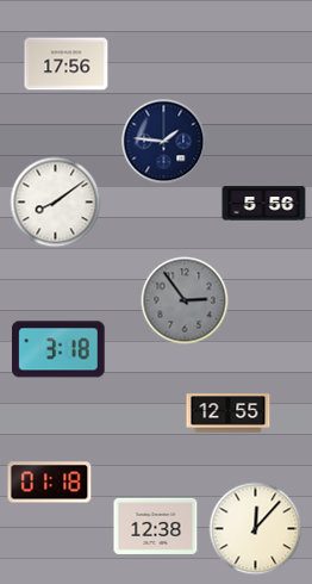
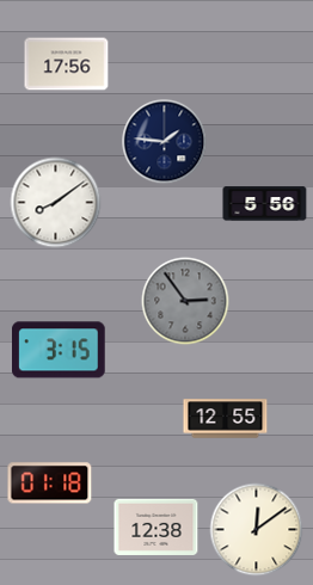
clock at (60, 349): 3:18 -> 3:15
clock at (229, 414) position: (229, 414) -> (226, 419)
clock at (256, 529): 12:07 -> 12:09
